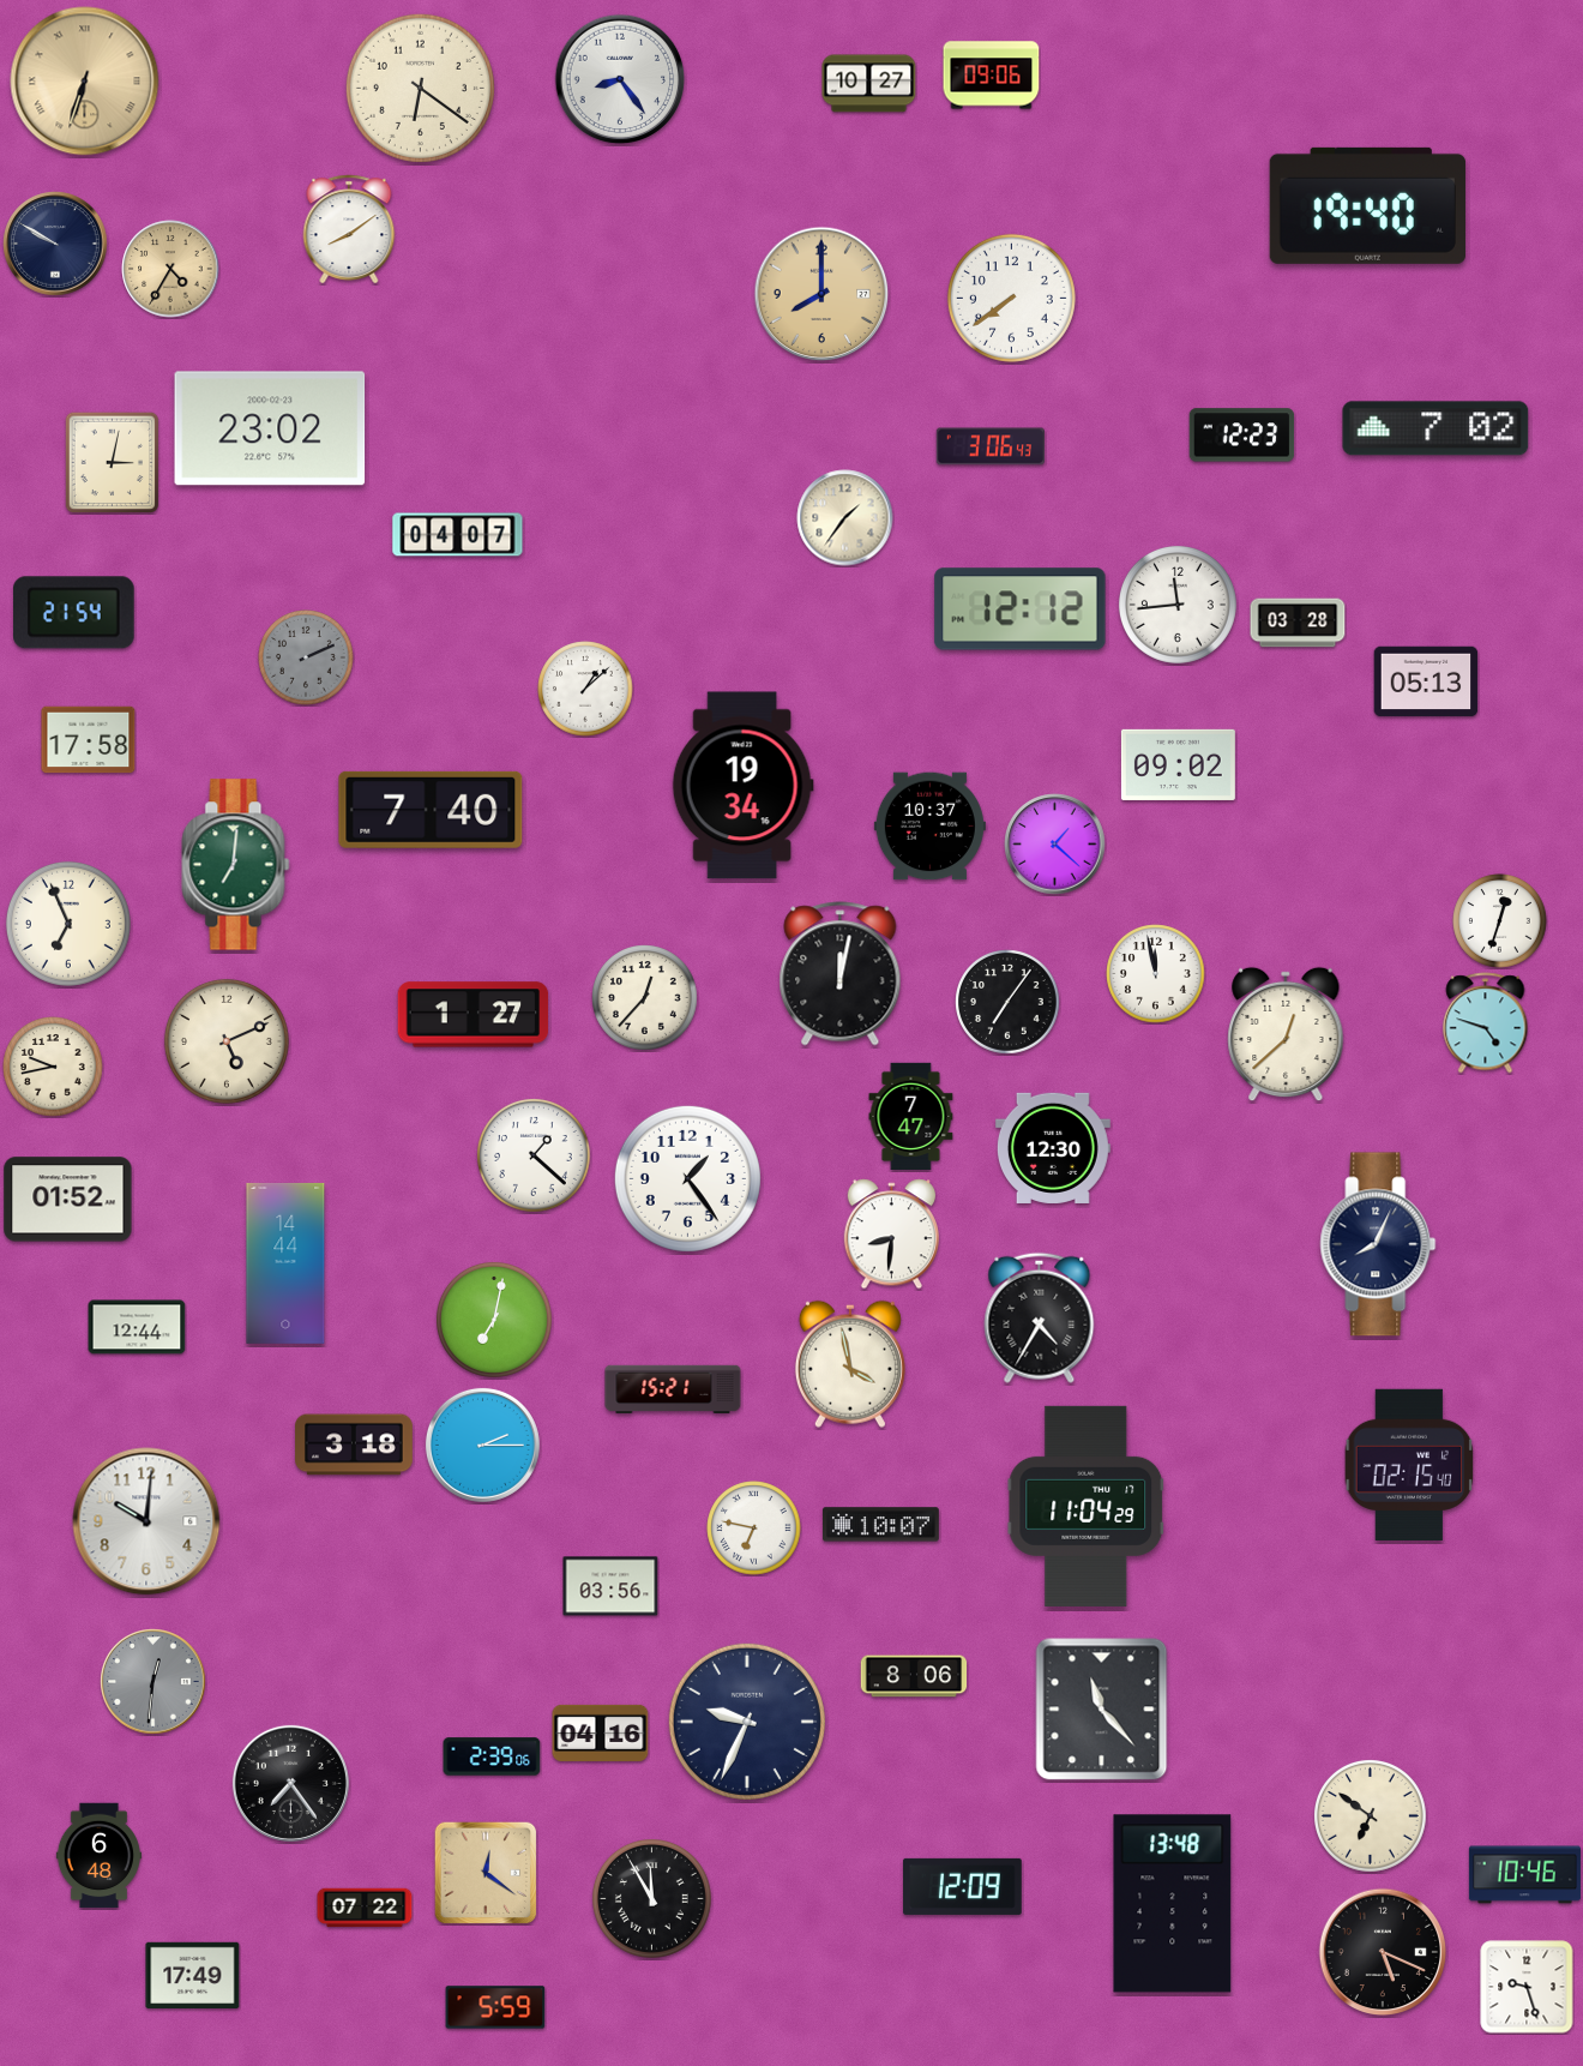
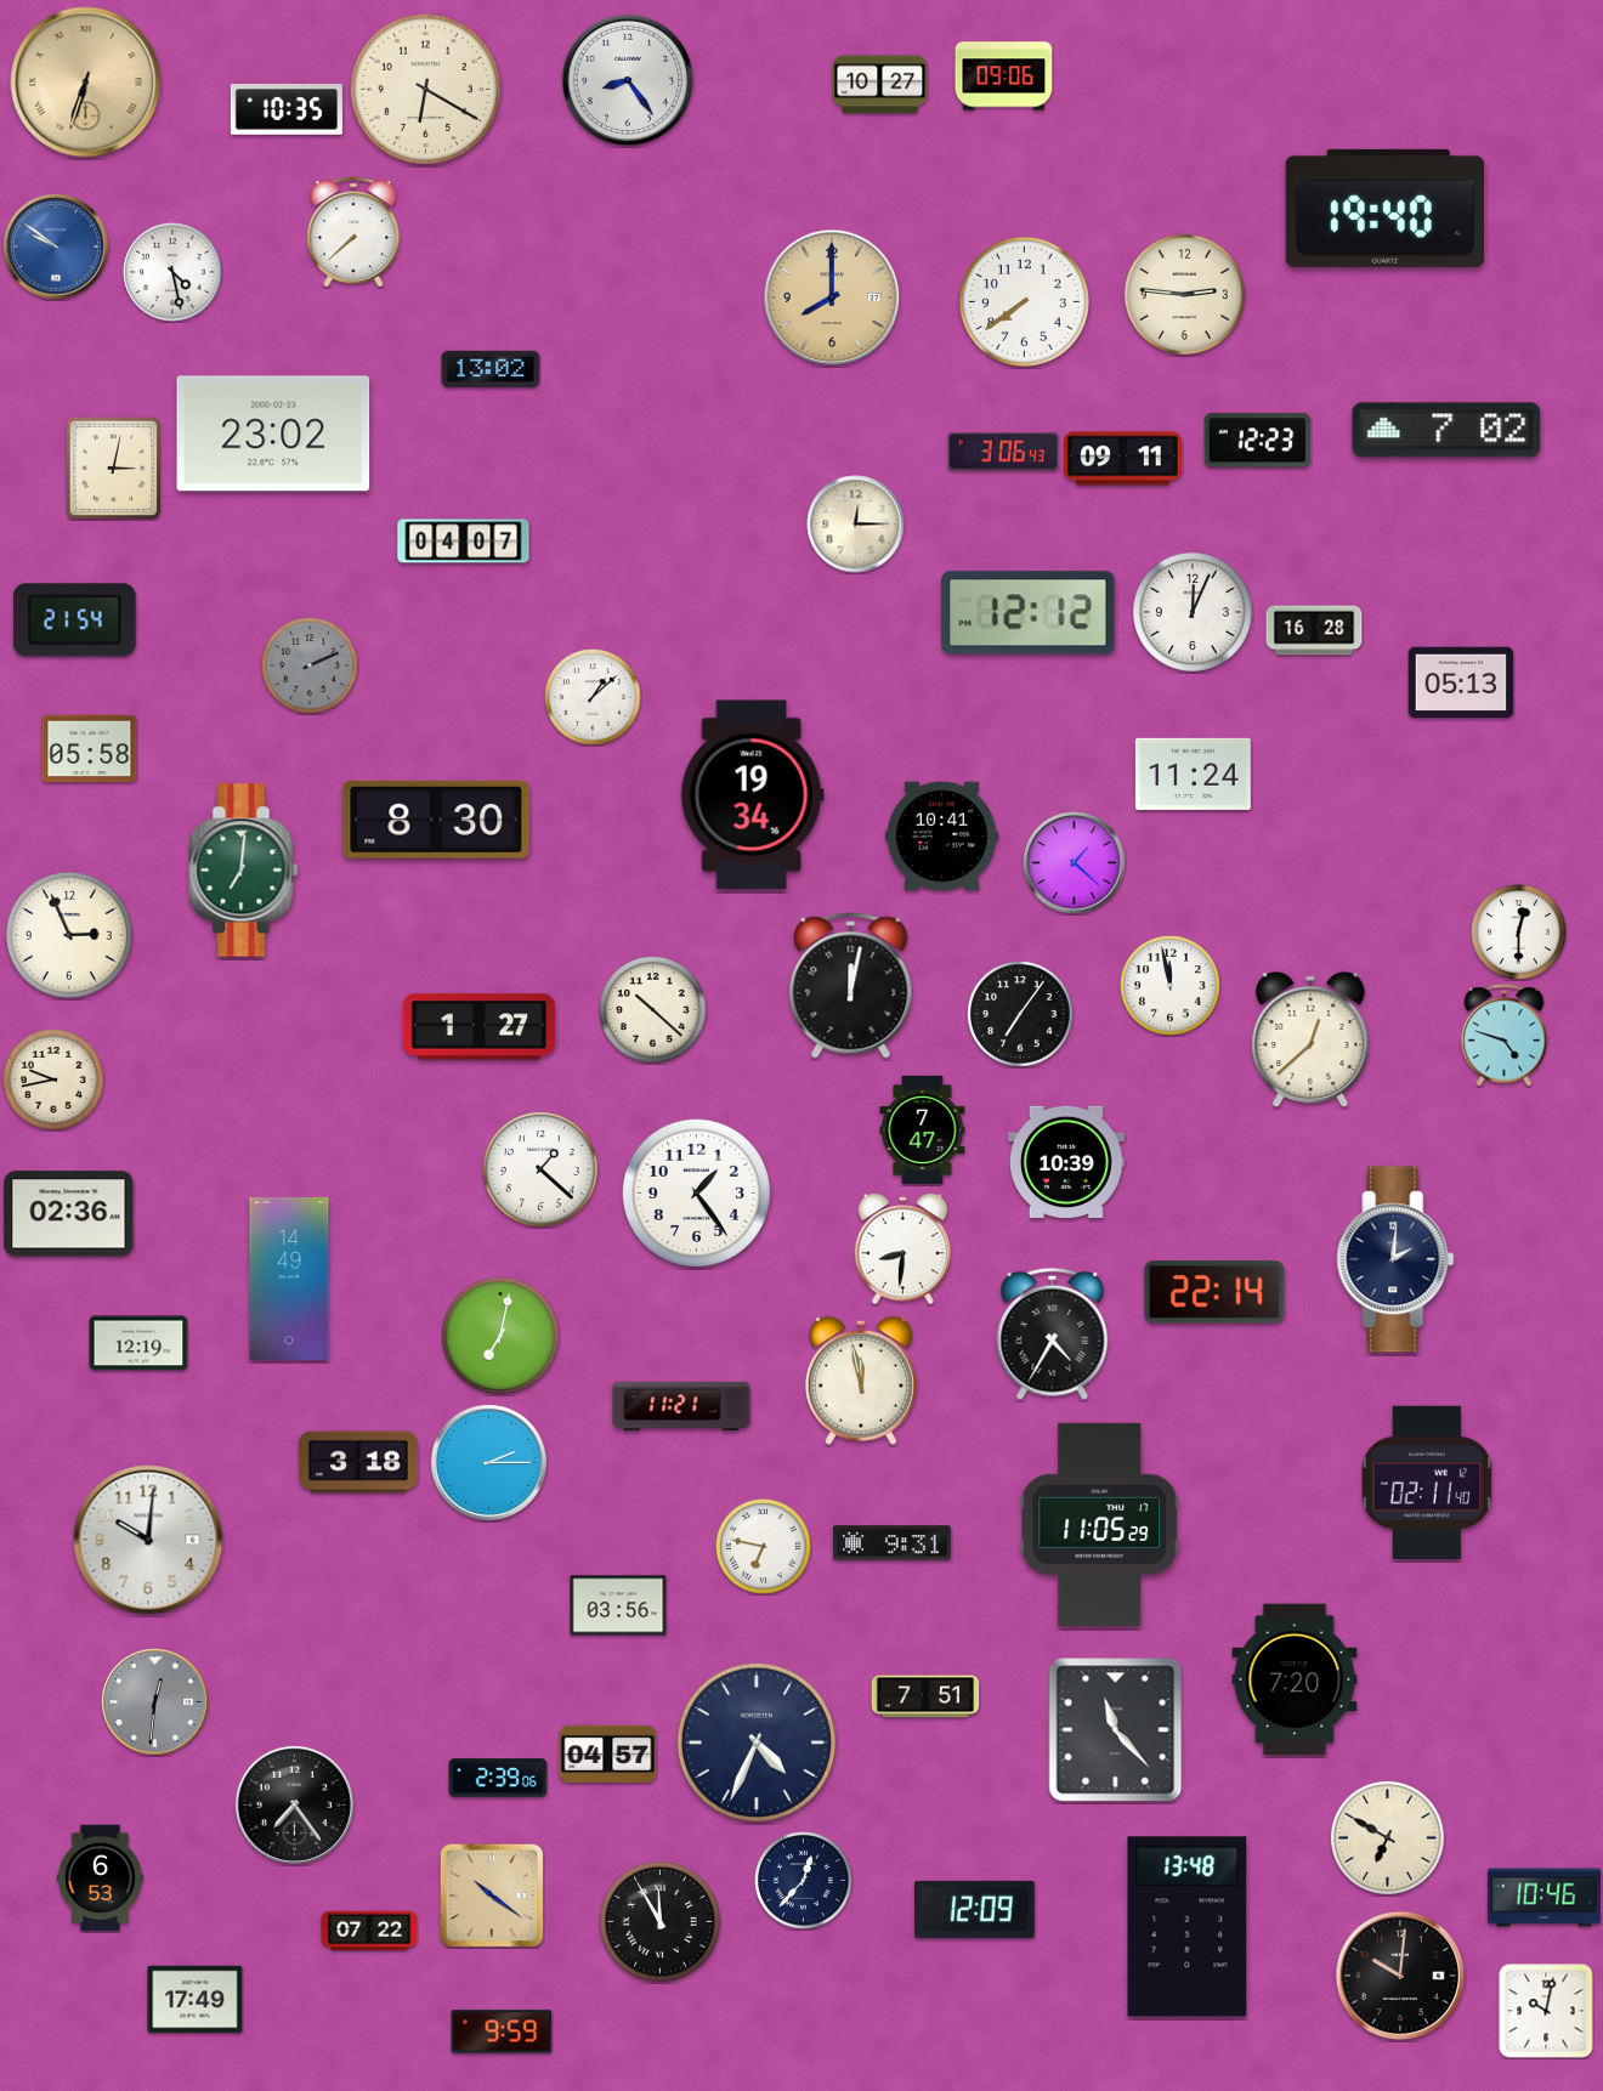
clock at (420, 88): 6:21 -> 6:20
clock at (287, 110): none -> 10:35
clock at (349, 229): 8:09 -> 7:38
clock at (55, 244): 9:50 -> 9:51
clock at (55, 244) dial: navy -> blue
clock at (170, 269): 4:35 -> 4:28
clock at (170, 269) dial: champagne -> white
clock at (1184, 294): none -> 2:46
clock at (491, 369): none -> 13:02
clock at (1435, 428) position: (1435, 428) -> (1446, 430)
clock at (1122, 459): none -> 09:11
clock at (845, 518): 1:36 -> 12:15
clock at (1178, 605): 11:44 -> 12:04
clock at (1021, 609) position: (1021, 609) -> (1029, 613)
clock at (1298, 623): 03:28 -> 16:28
clock at (1426, 681) position: (1426, 681) -> (1461, 682)
clock at (89, 740): 17:58 -> 05:58
clock at (1178, 764): 09:02 -> 11:24
clock at (431, 810): 7:40 -> 8:30
clock at (929, 827): 10:37 -> 10:41
clock at (1055, 845) position: (1055, 845) -> (1075, 863)
clock at (236, 865) position: (236, 865) -> (244, 871)
clock at (1500, 921): 12:33 -> 12:30
clock at (68, 924): 6:56 -> 2:56
clock at (645, 998): 12:37 -> 10:22
clock at (1286, 1034) position: (1286, 1034) -> (1310, 1039)
clock at (227, 1041): 5:11 -> none
clock at (1053, 1148): 12:30 -> 10:39
clock at (68, 1200): 01:52 -> 02:36
clock at (1378, 1244): 8:04 -> 2:01
clock at (285, 1263): 14:44 -> 14:49
clock at (1214, 1292): none -> 22:14
clock at (137, 1327): 12:44 -> 12:19
clock at (850, 1364): 3:58 -> 11:58
clock at (673, 1389): 15:21 -> 11:21
clock at (1409, 1464): 02:15 -> 02:11
clock at (1087, 1506): 11:04 -> 11:05
clock at (880, 1525): 10:07 -> 9:31
clock at (1295, 1679): none -> 7:20
clock at (914, 1676): 8:06 -> 7:51
clock at (747, 1722): 9:34 -> 4:34
clock at (601, 1732): 04:16 -> 04:57
clock at (1371, 1816): 6:51 -> 6:50
clock at (98, 1856): 6:48 -> 6:53
clock at (804, 1881): none -> 12:37
clock at (486, 1873): 12:21 -> 10:21
clock at (1383, 1952): 5:19 -> 10:01
clock at (1527, 1987): 9:27 -> 10:02
clock at (495, 2007): 5:59 -> 9:59
